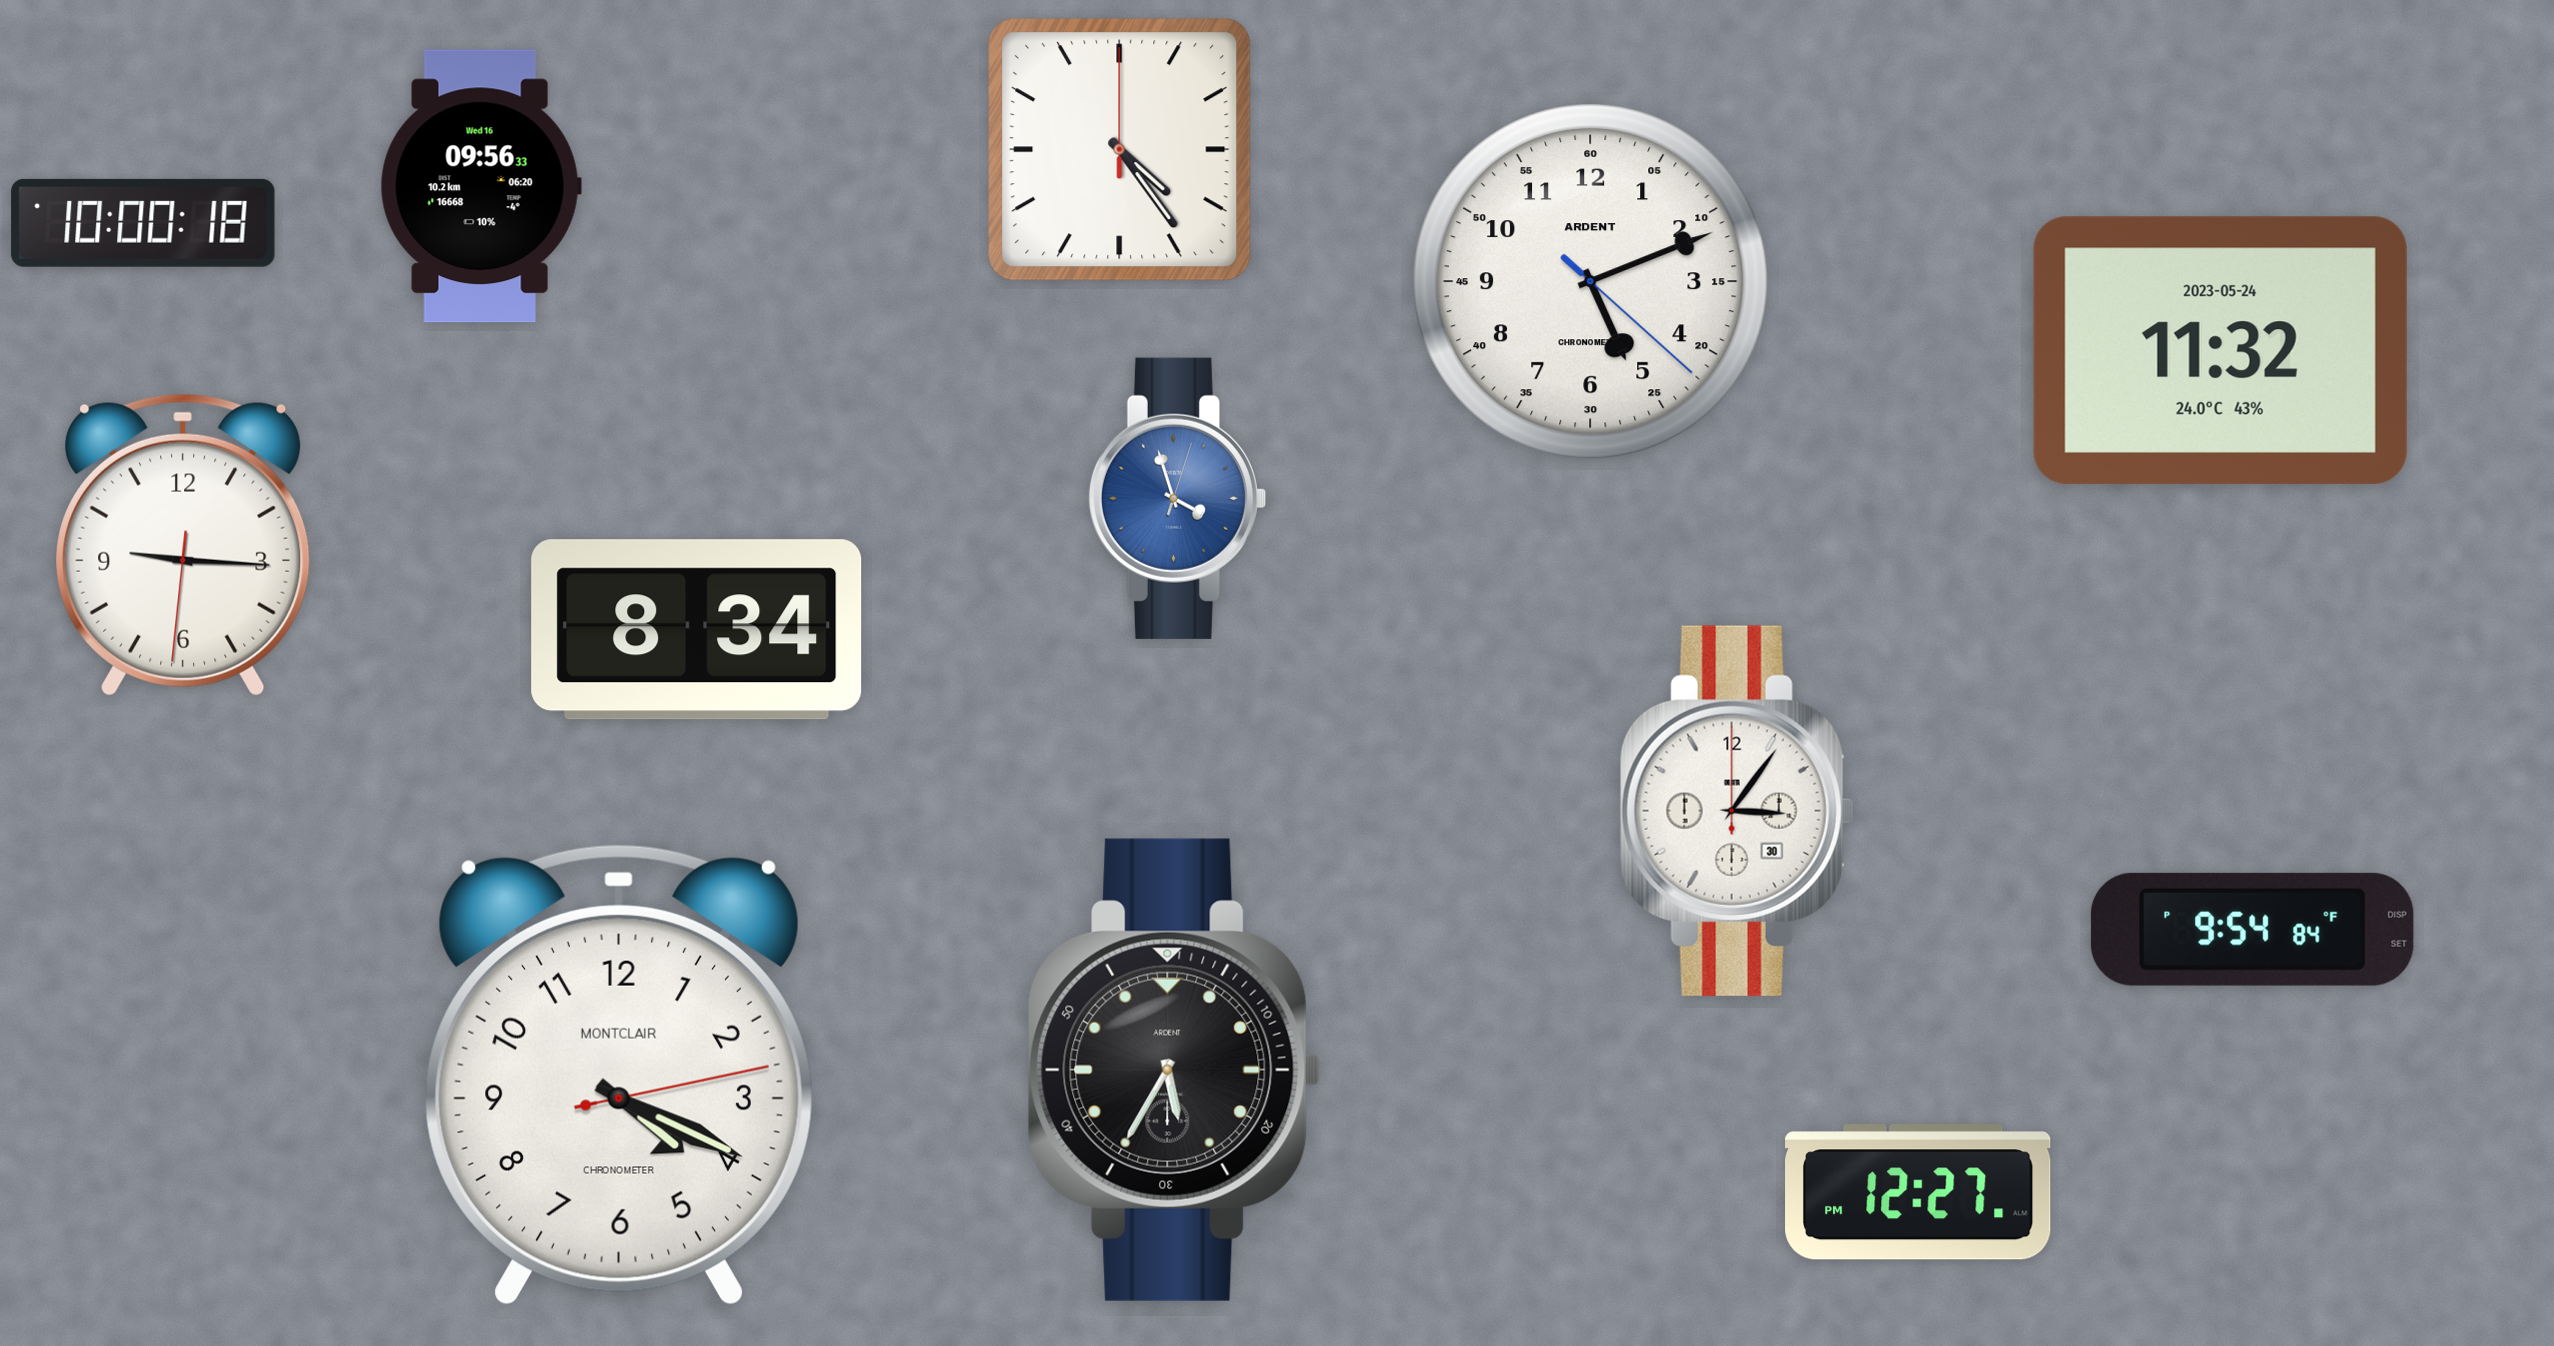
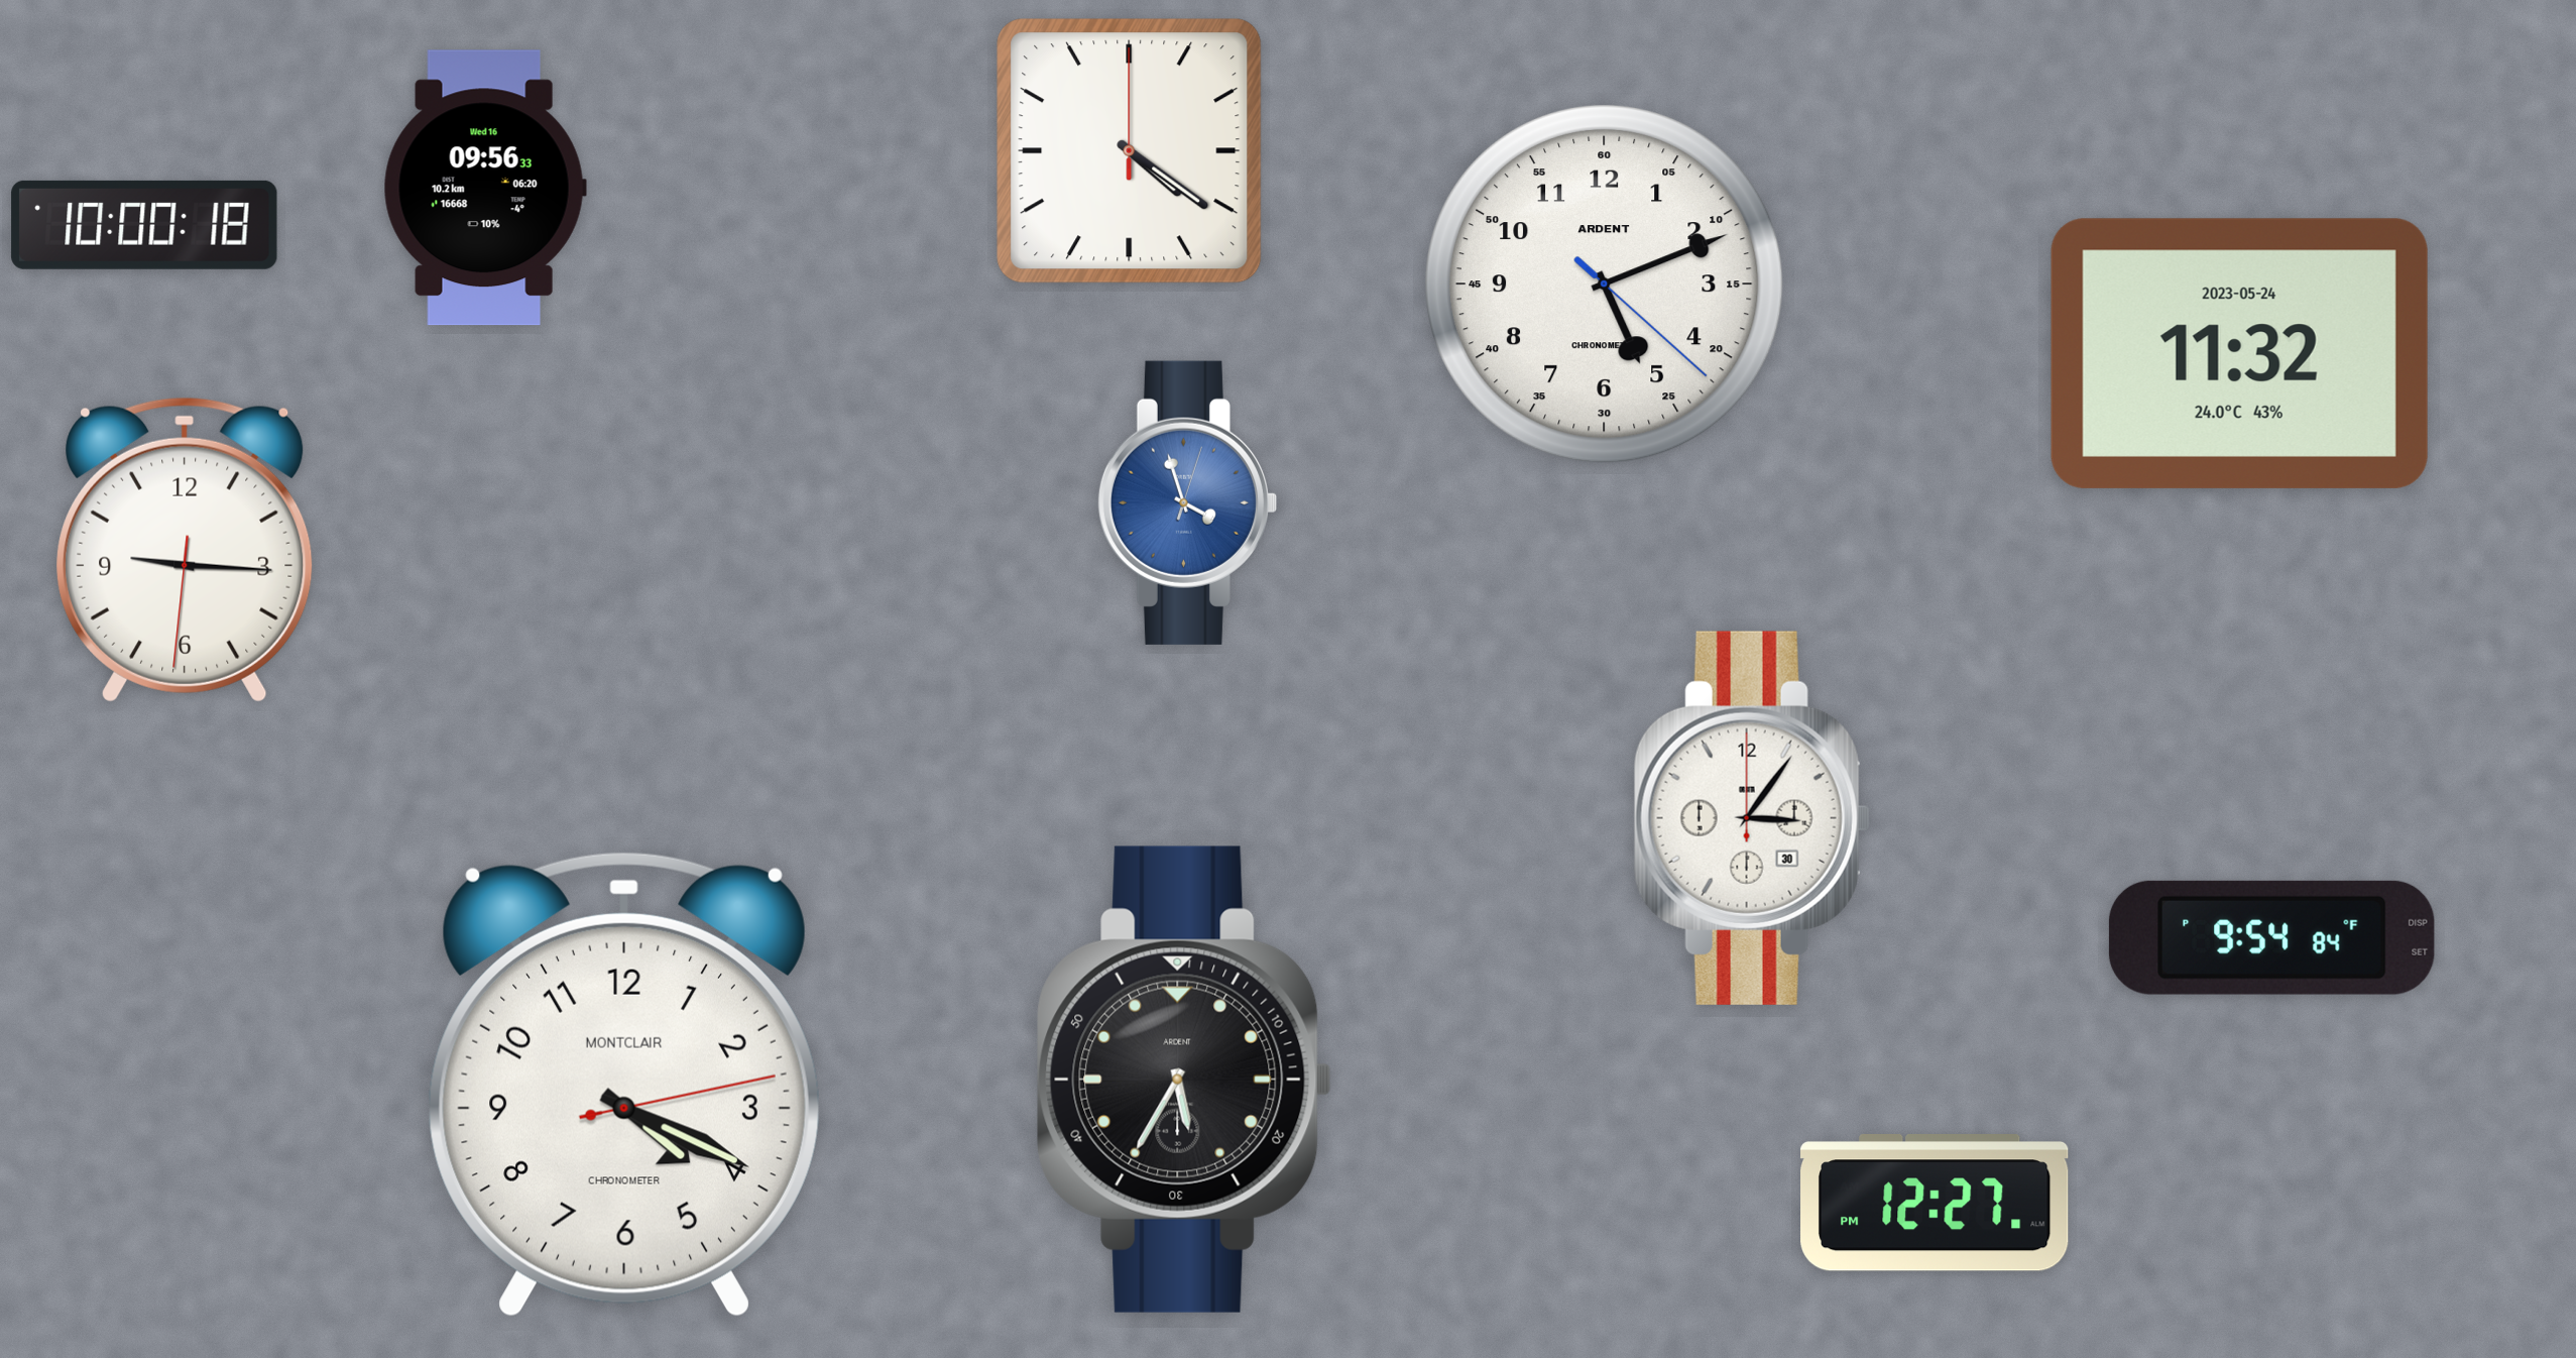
clock at (1120, 150): 4:24 -> 4:21
clock at (697, 630): 8:34 -> none
